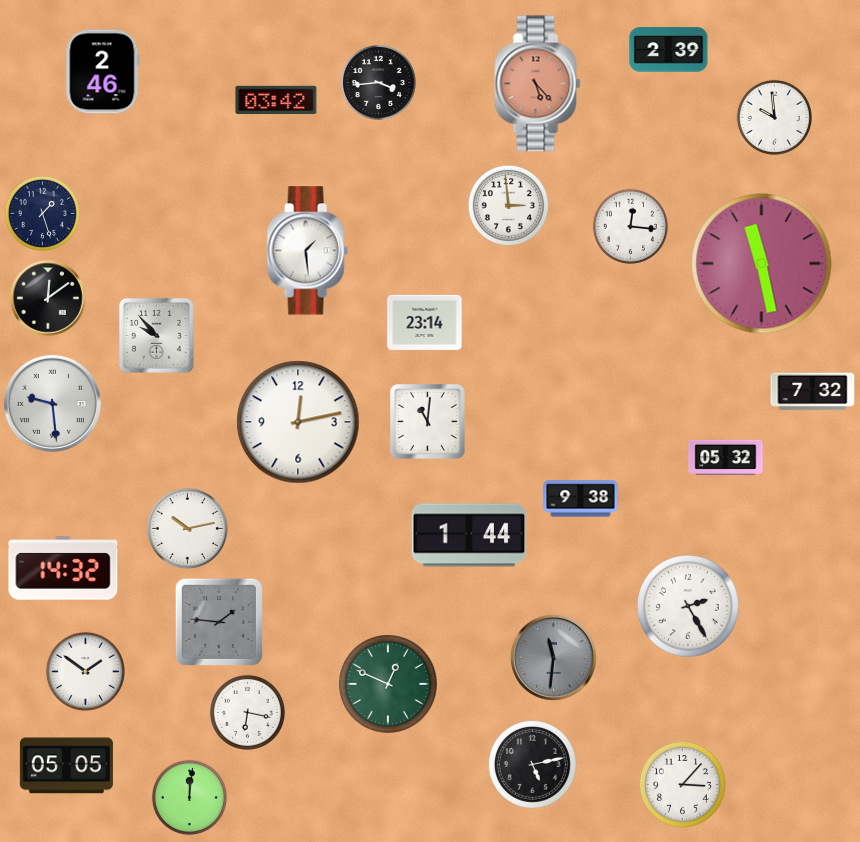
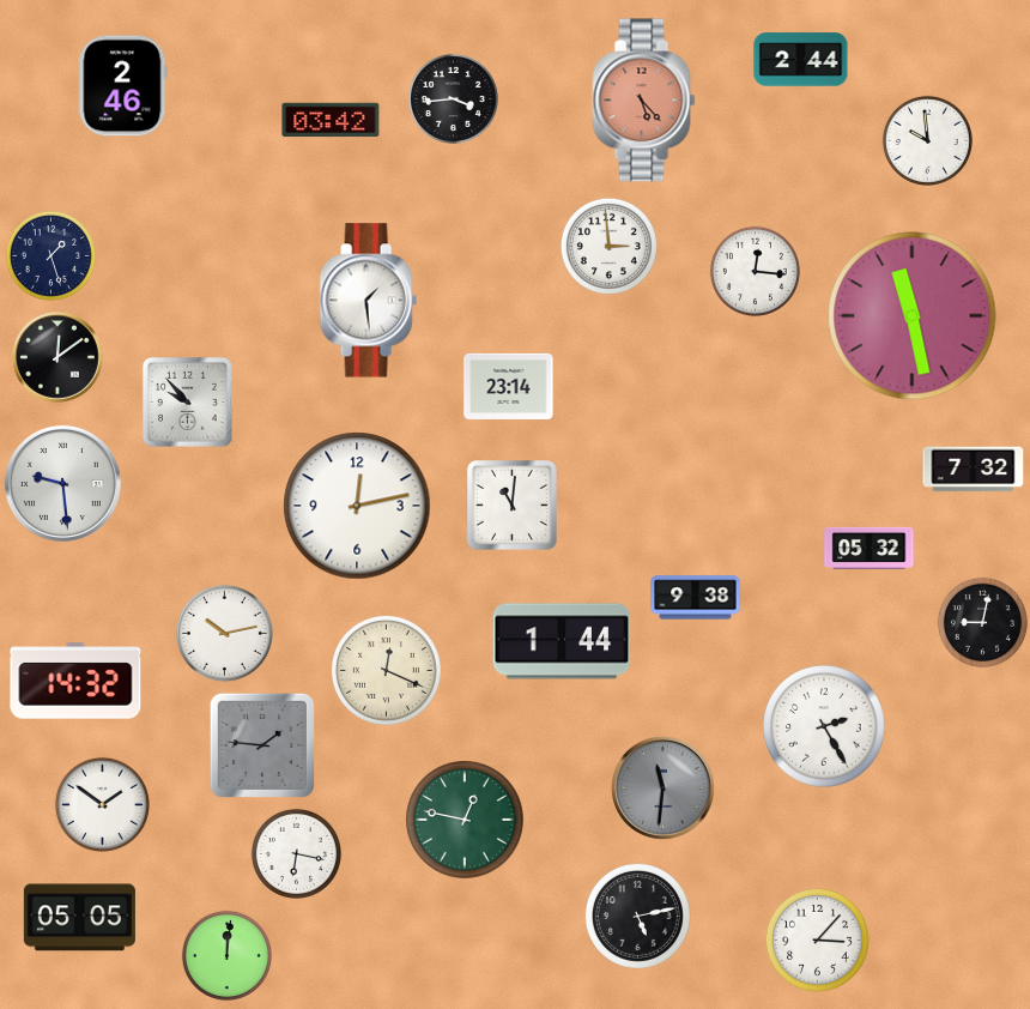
clock at (669, 50): 2:39 -> 2:44
clock at (982, 622): none -> 9:02
clock at (386, 670): none -> 12:19
clock at (389, 685): 12:49 -> 12:47
